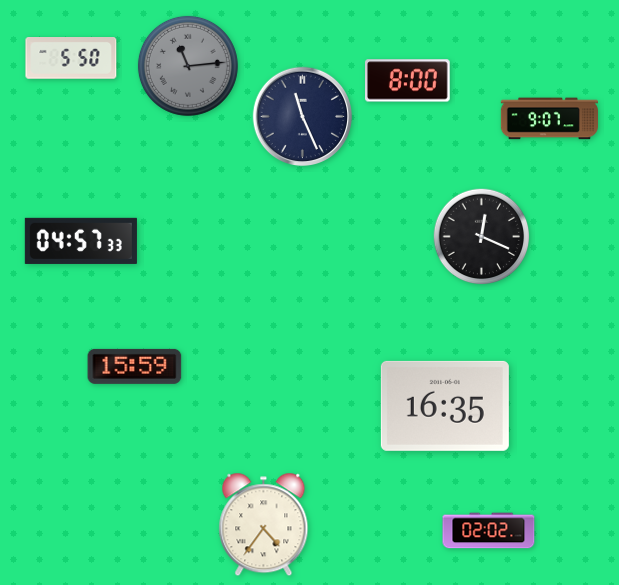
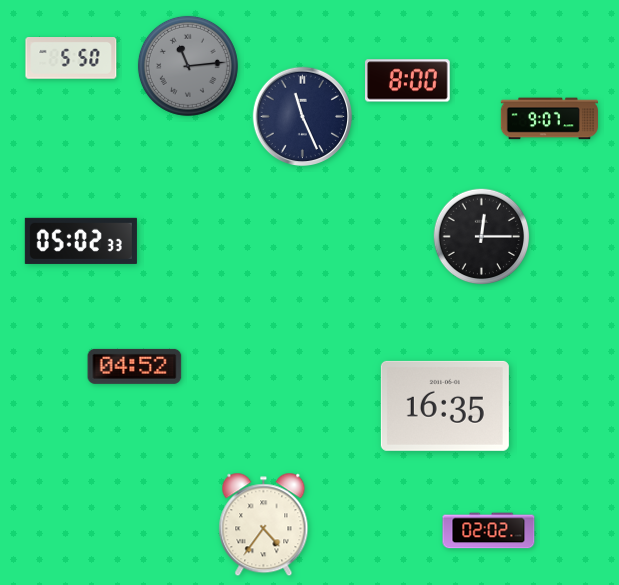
clock at (482, 237): 12:19 -> 12:15
clock at (81, 241): 04:57 -> 05:02
clock at (135, 366): 15:59 -> 04:52
